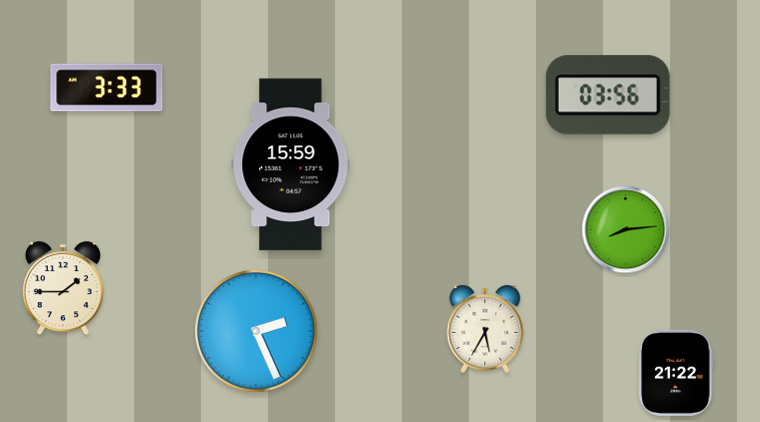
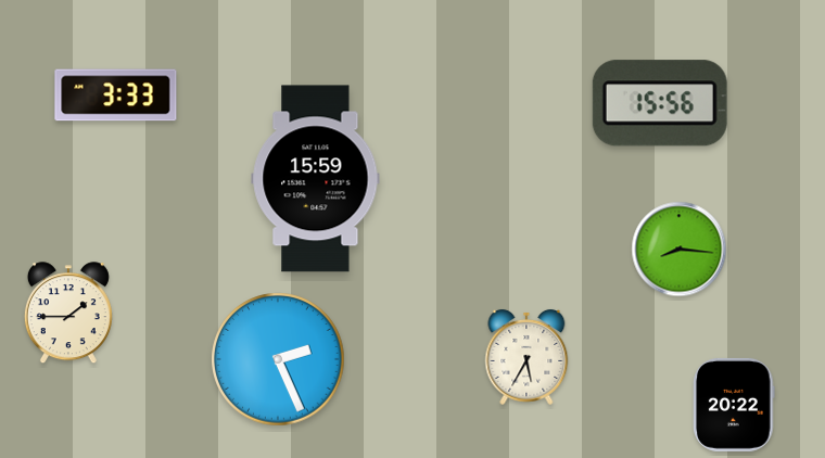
clock at (608, 95): 03:56 -> 15:56
clock at (626, 230): 8:14 -> 8:16
clock at (676, 373): 21:22 -> 20:22
